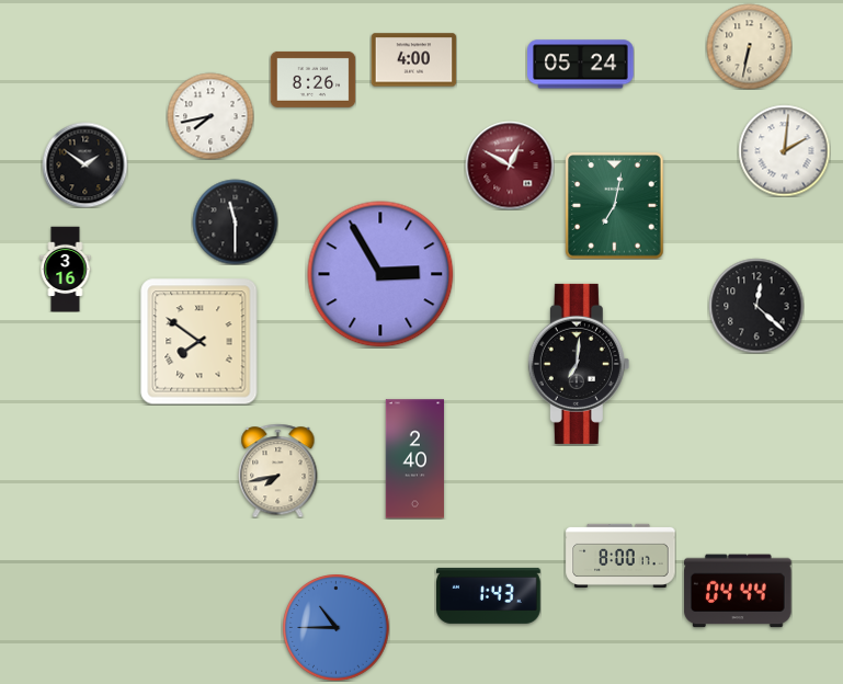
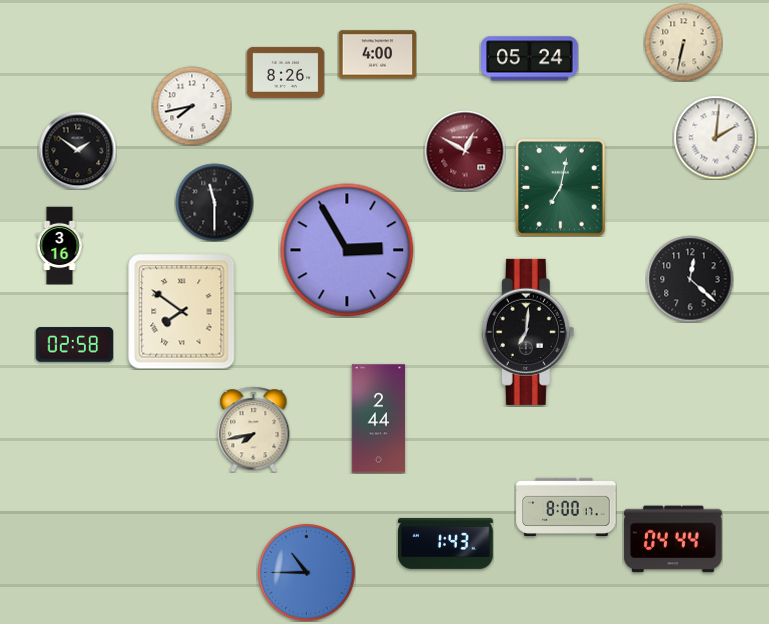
clock at (74, 345): none -> 02:58
clock at (414, 459): 2:40 -> 2:44
